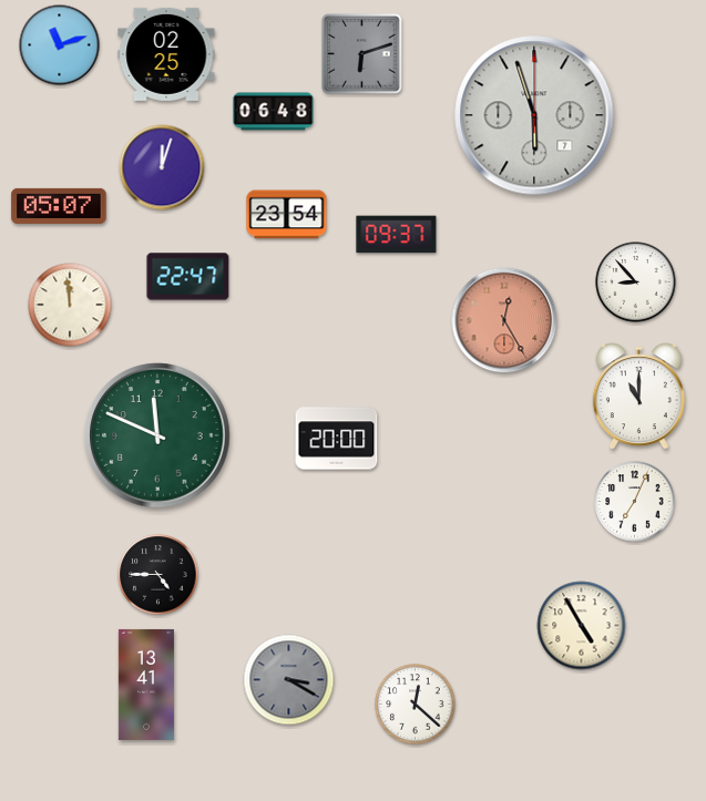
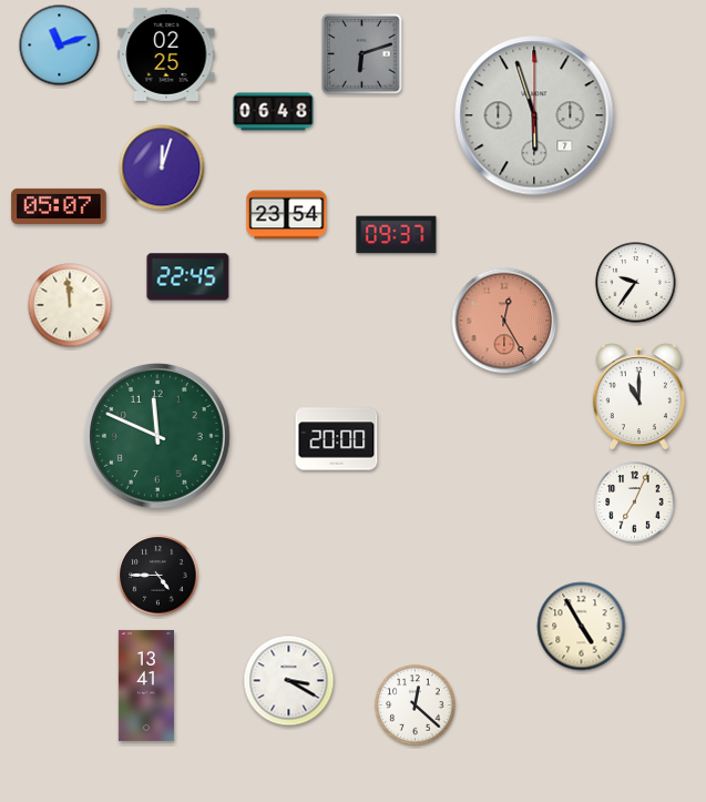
clock at (188, 277): 22:47 -> 22:45
clock at (636, 283): 8:53 -> 9:36
clock at (289, 680) dial: grey -> white
